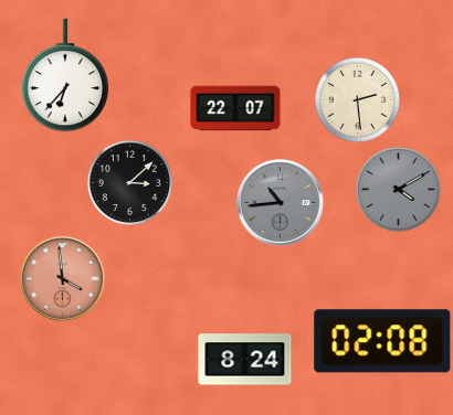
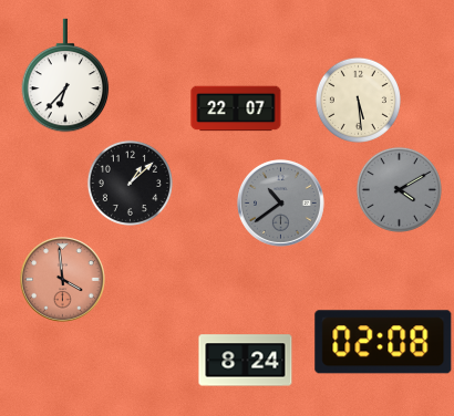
clock at (357, 99): 2:29 -> 5:29
clock at (129, 182): 3:08 -> 1:08
clock at (280, 202): 10:44 -> 10:39
